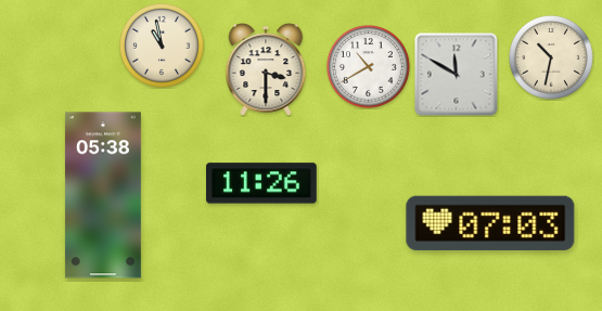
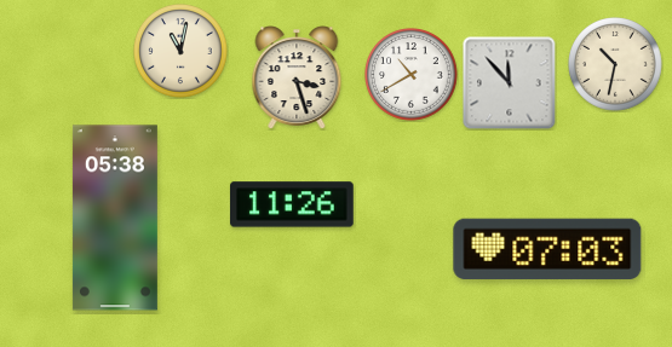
clock at (163, 47): 10:58 -> 11:02
clock at (266, 69): 3:30 -> 3:27
clock at (457, 75): 11:50 -> 11:53
